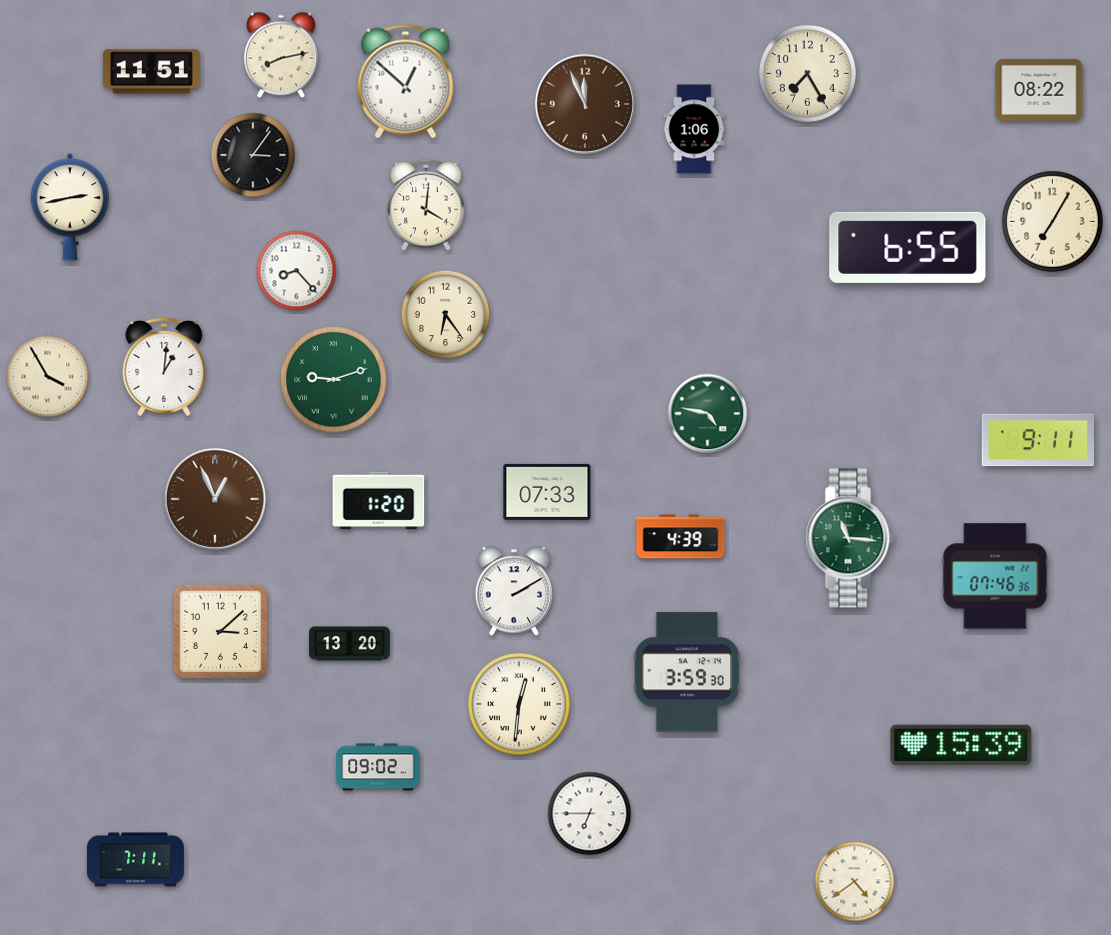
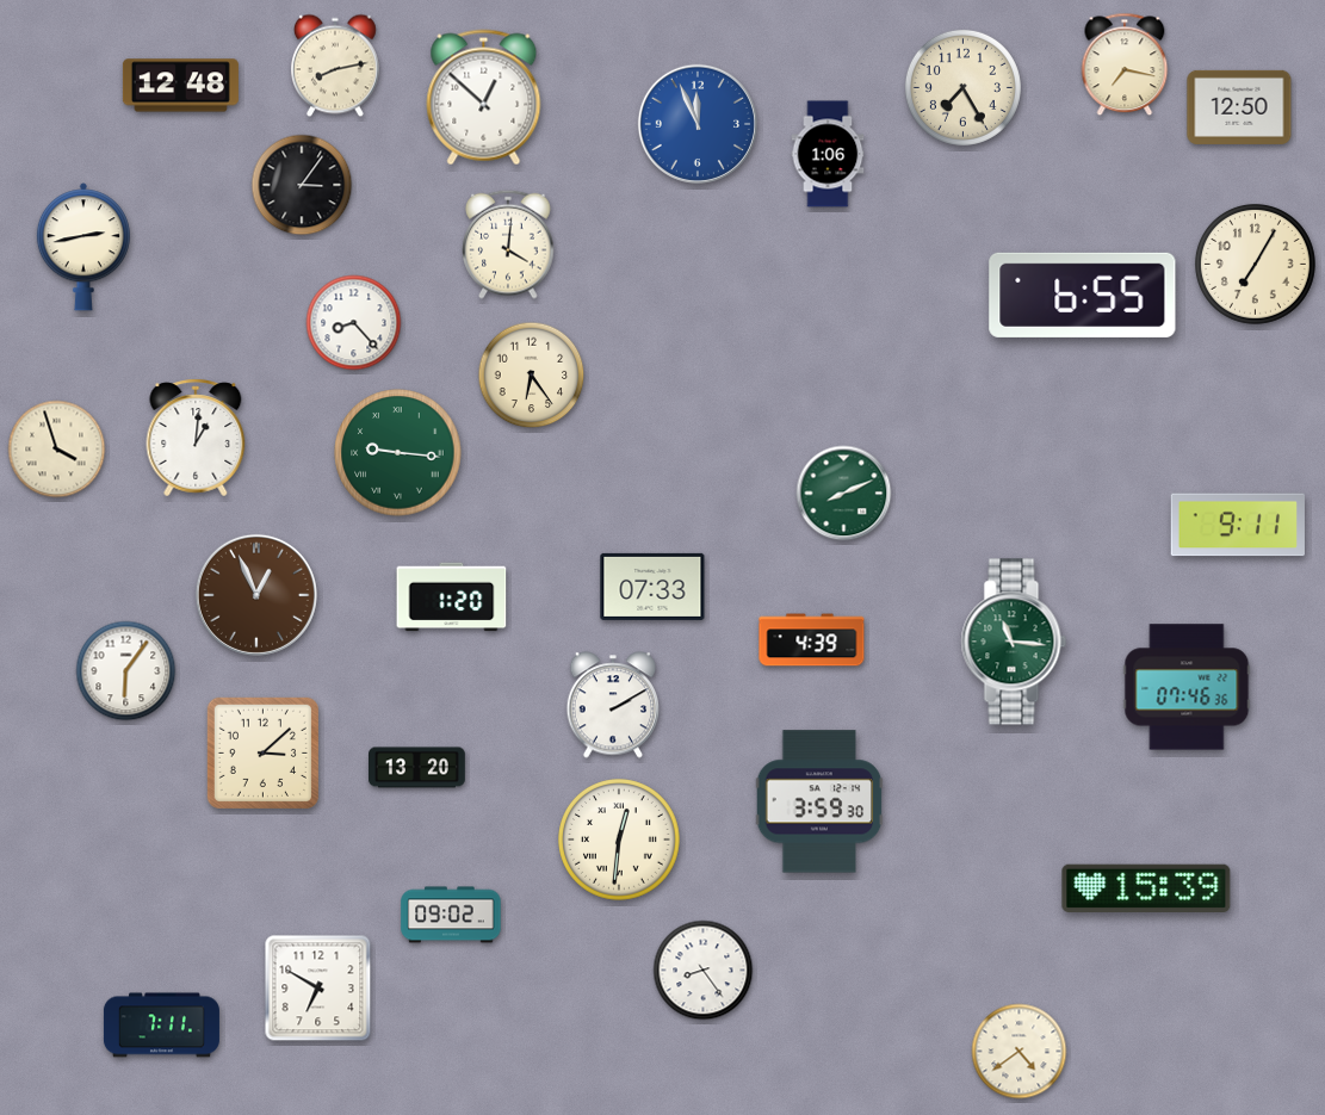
clock at (1125, 64): none -> 7:17
clock at (151, 72): 11:51 -> 12:48
clock at (1039, 90): 08:22 -> 12:50
clock at (585, 104) dial: brown -> blue
clock at (48, 377): 3:55 -> 3:57
clock at (334, 380): 9:12 -> 9:16
clock at (708, 414): 4:47 -> 8:11
clock at (126, 671): none -> 6:06
clock at (590, 814): 6:45 -> 8:24
clock at (318, 989): none -> 6:50
